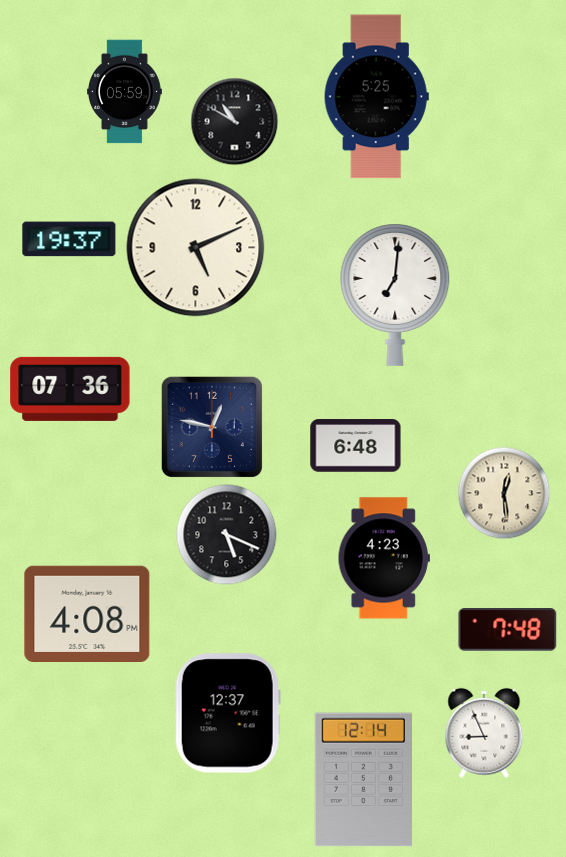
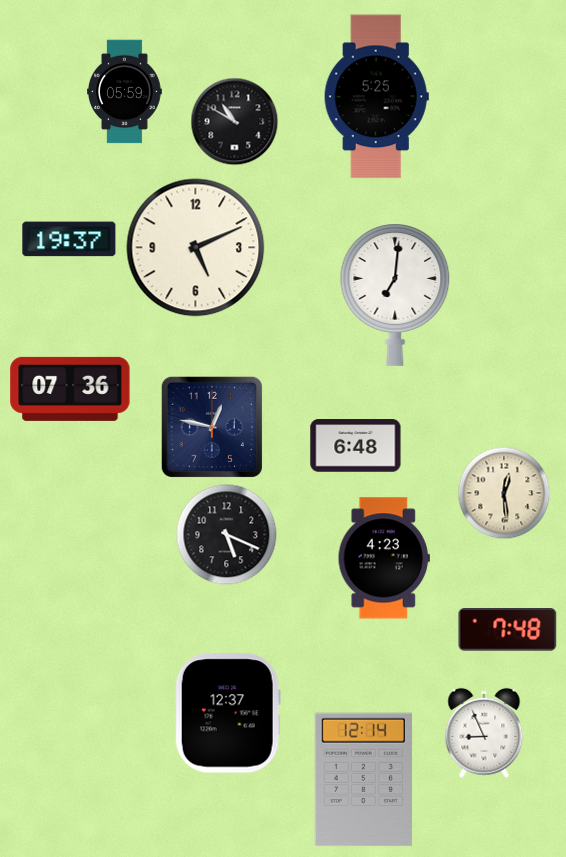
clock at (87, 613): 4:08 -> none
